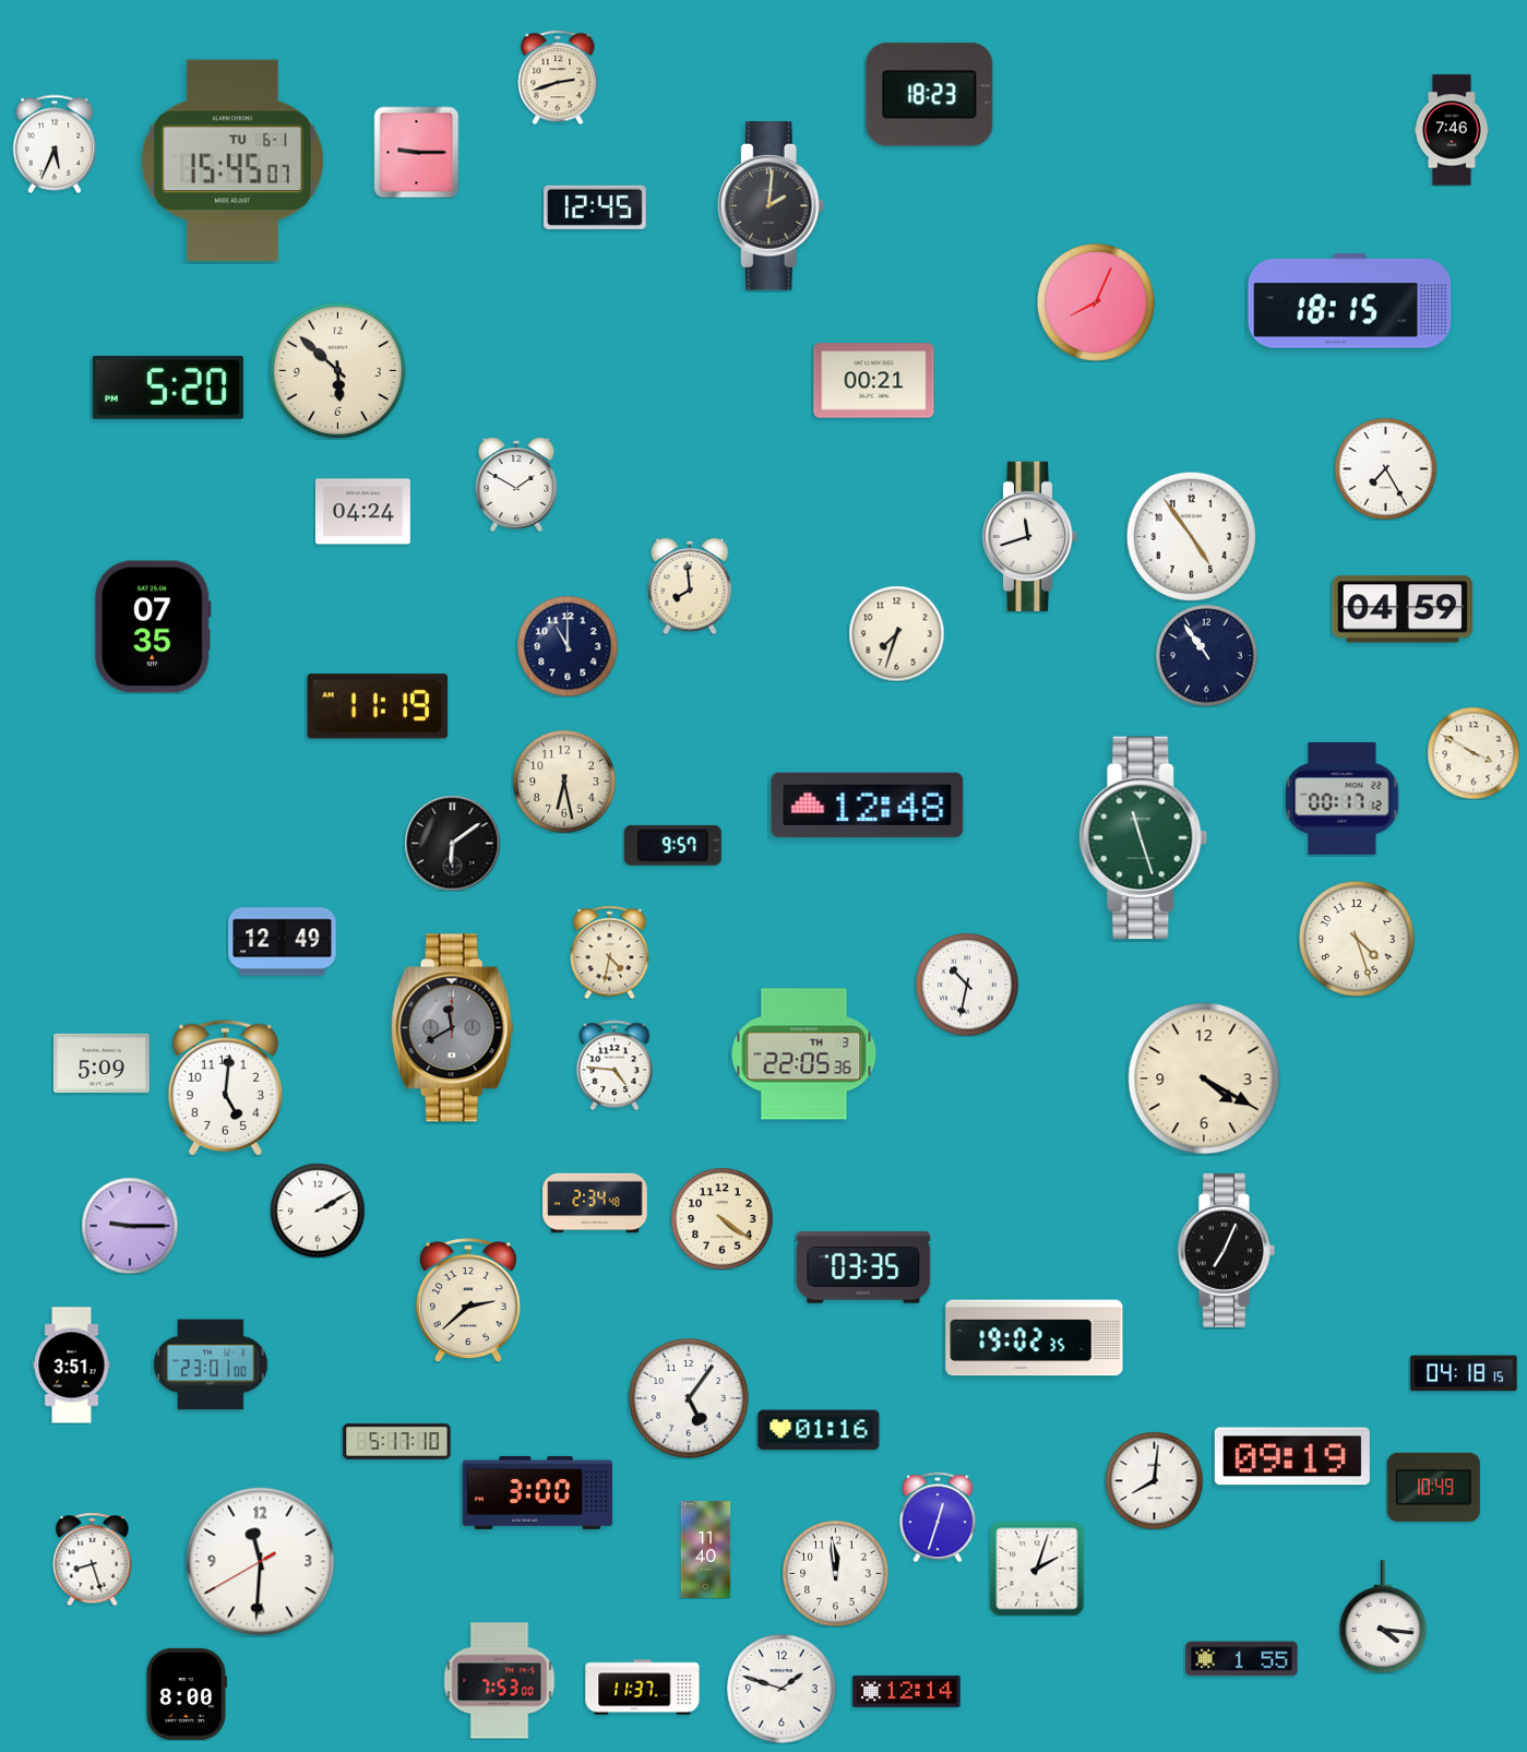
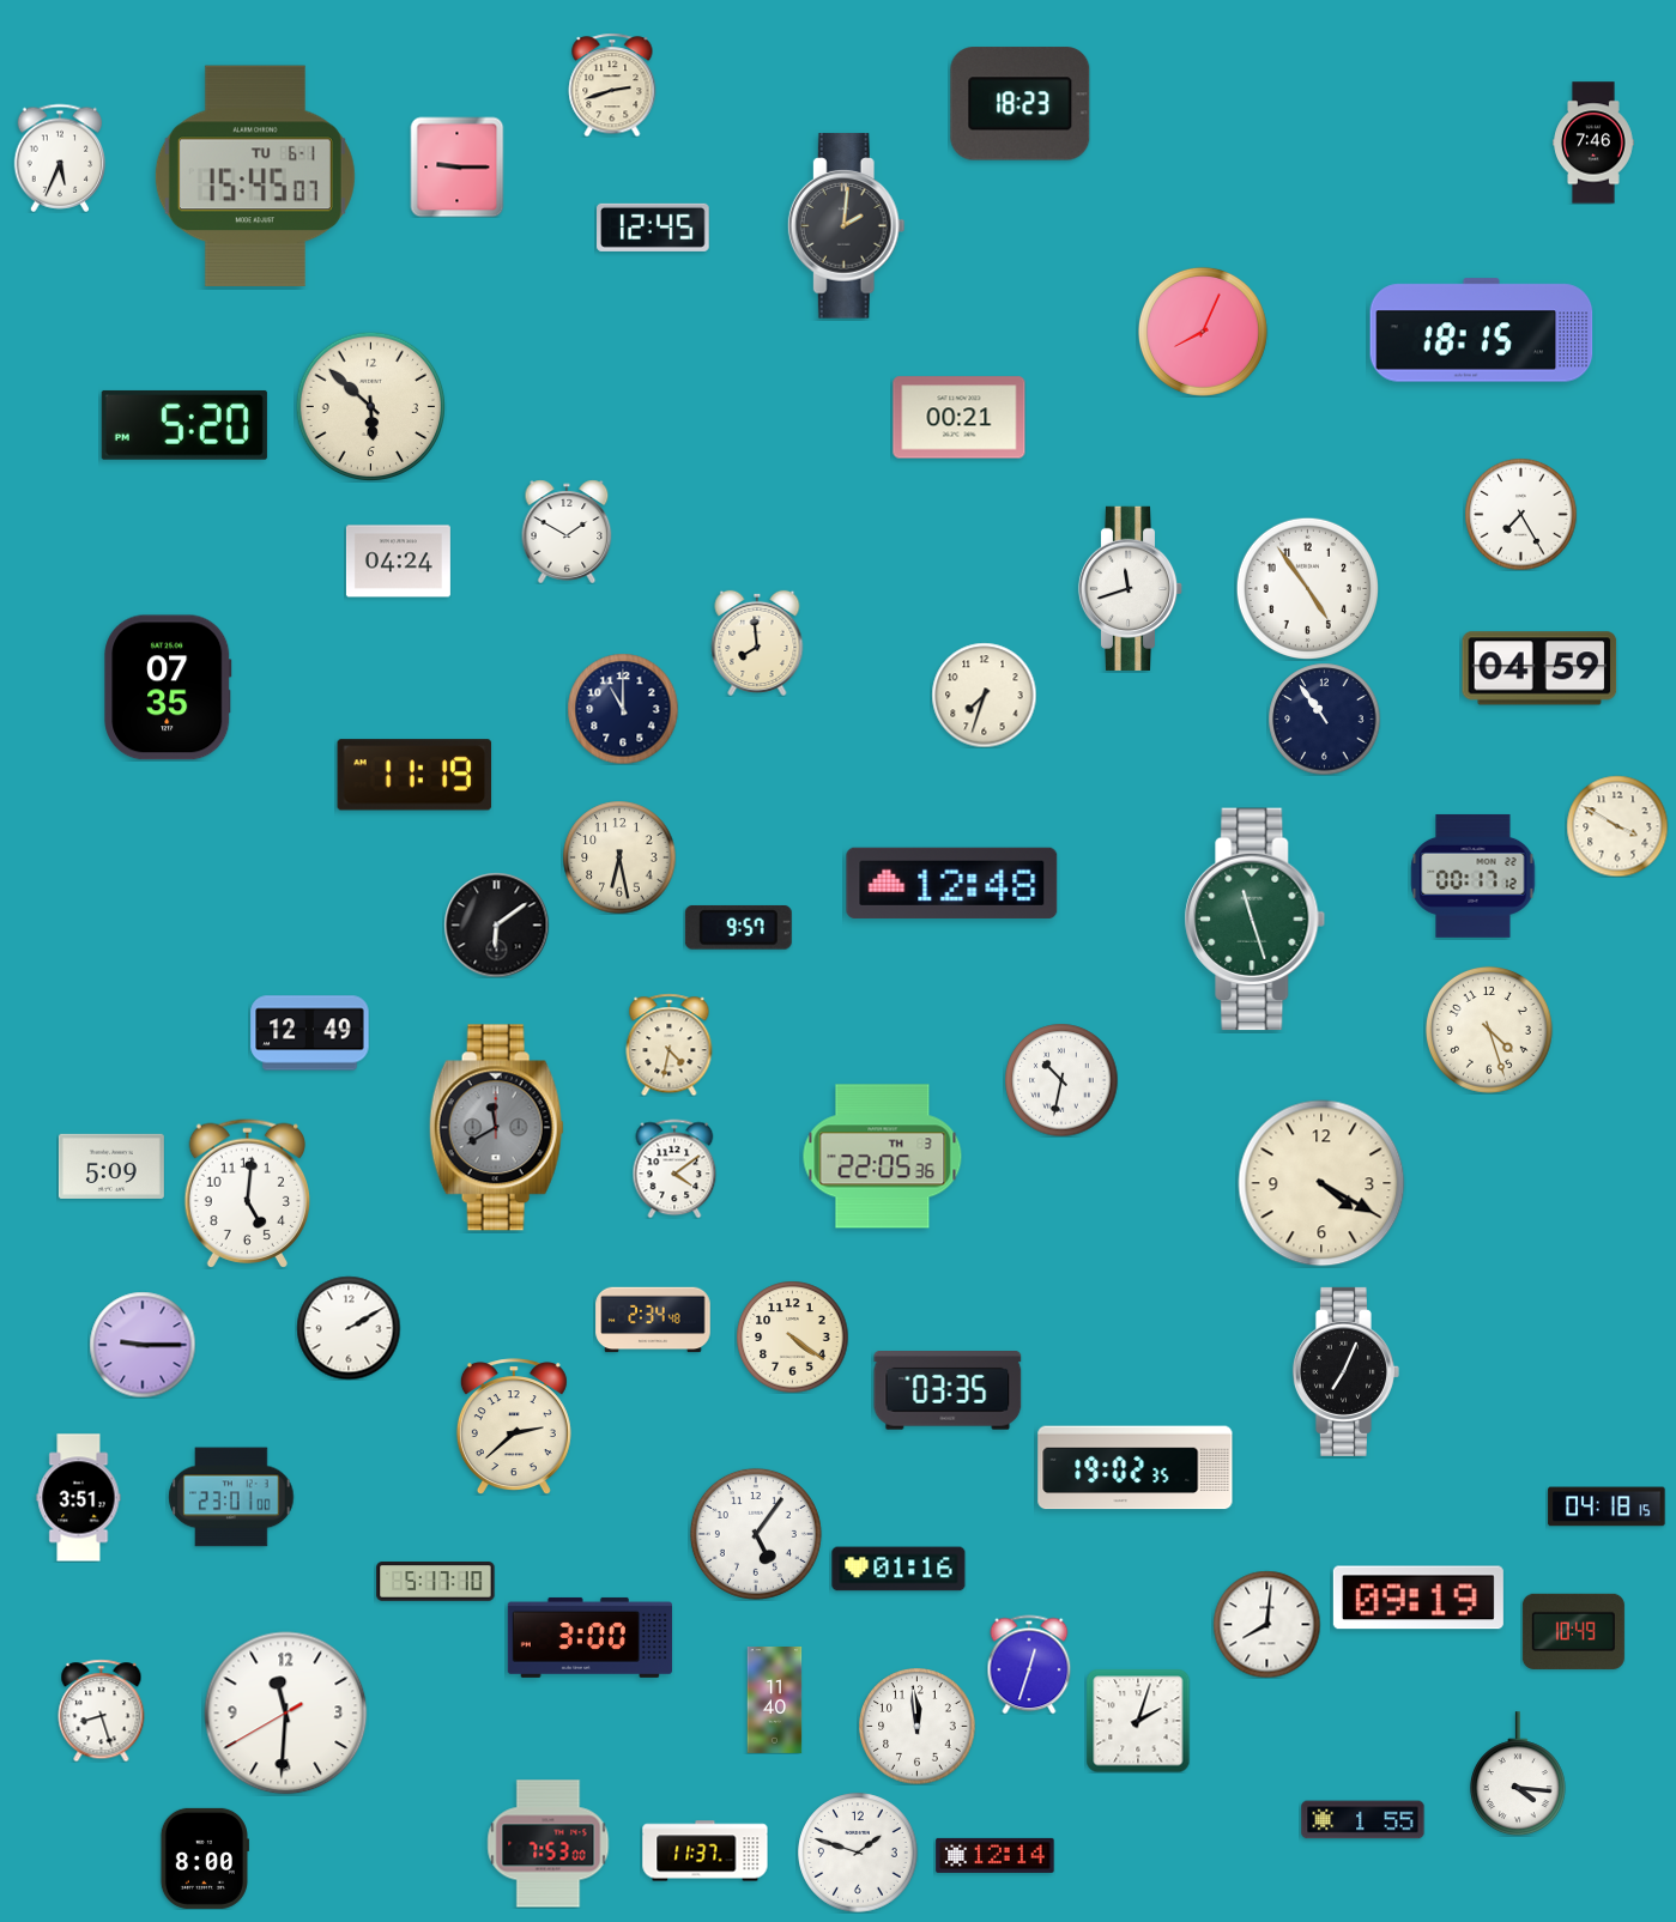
clock at (615, 1065): 4:46 -> 4:09
